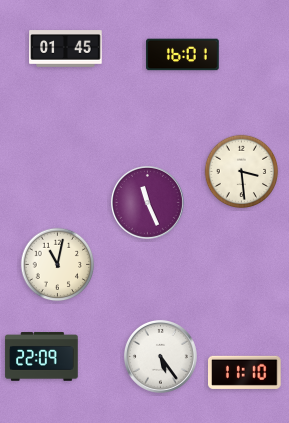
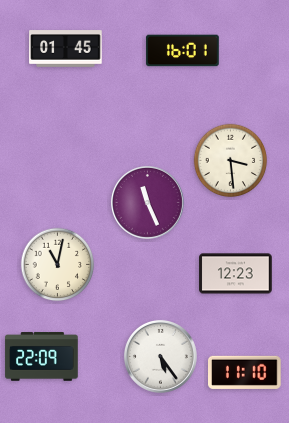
clock at (183, 55) position: (183, 55) -> (183, 51)
clock at (242, 172) position: (242, 172) -> (231, 161)
clock at (236, 274): none -> 12:23
